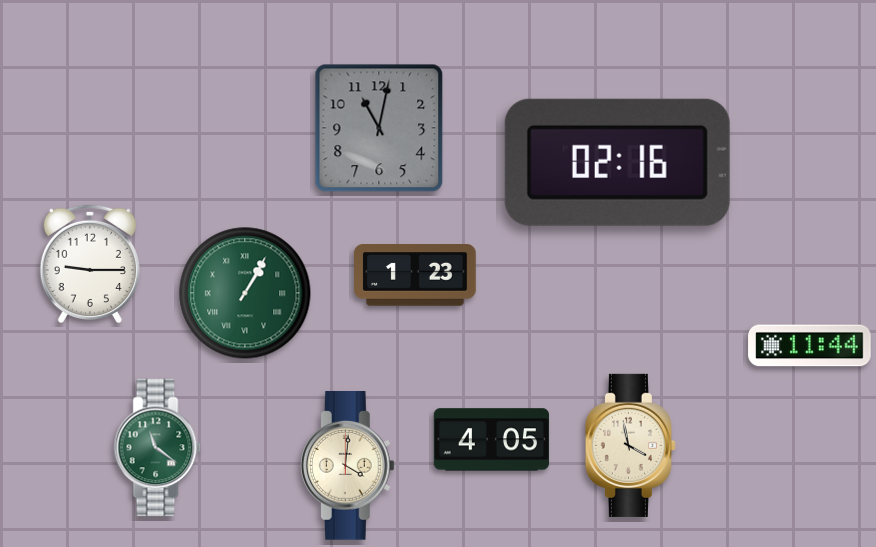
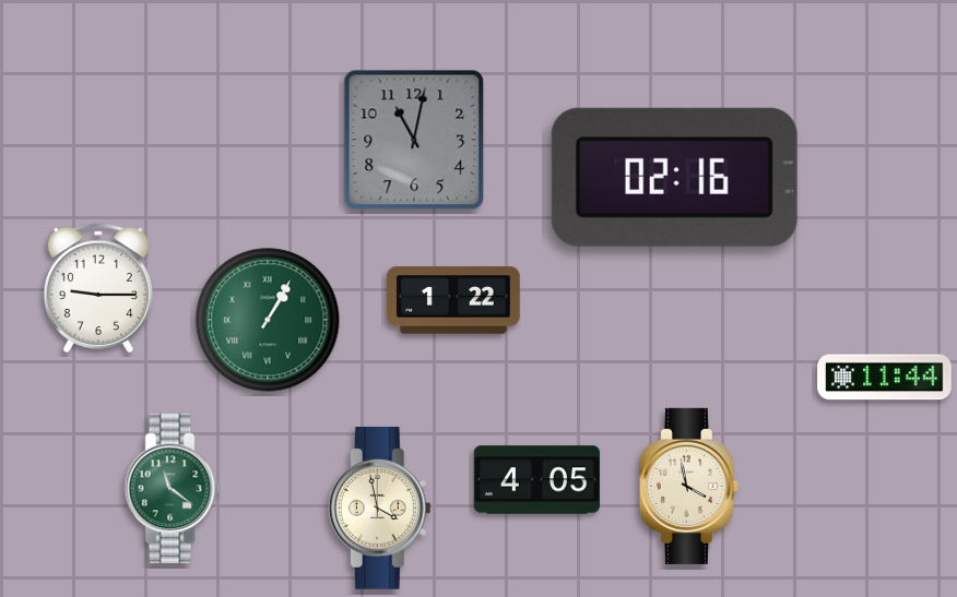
clock at (415, 275): 1:23 -> 1:22
clock at (347, 466): 4:01 -> 3:58
